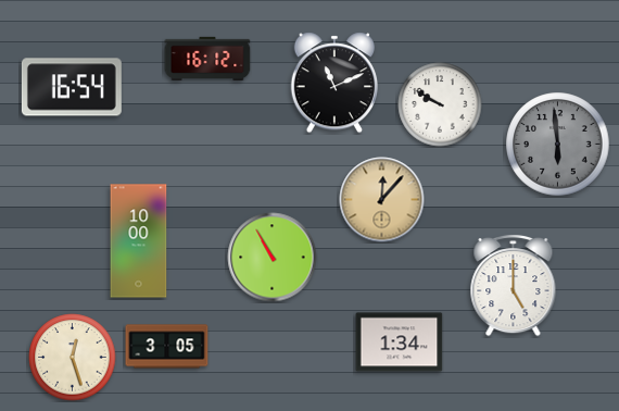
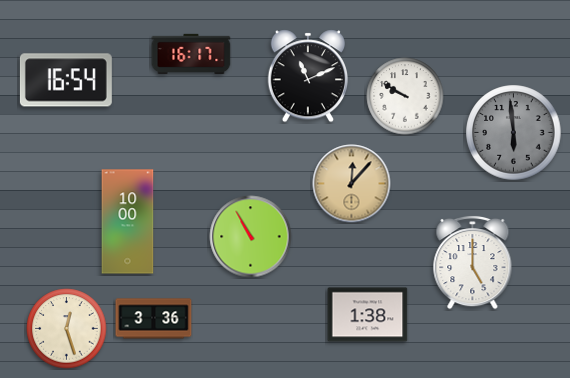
clock at (207, 58): 16:12 -> 16:17
clock at (400, 342): 1:34 -> 1:38
clock at (167, 347): 3:05 -> 3:36
